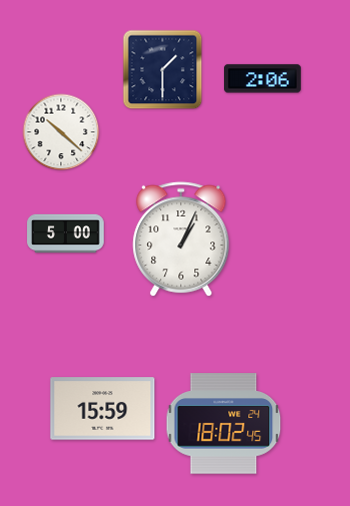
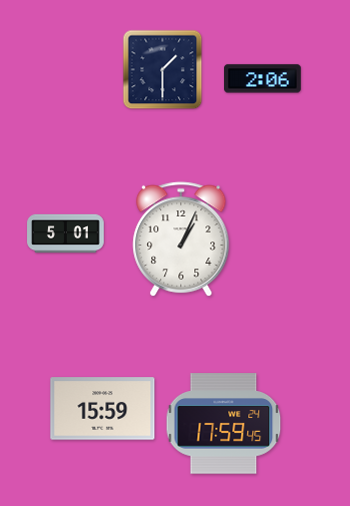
clock at (61, 132): 10:22 -> none
clock at (66, 234): 5:00 -> 5:01
clock at (224, 424): 18:02 -> 17:59
